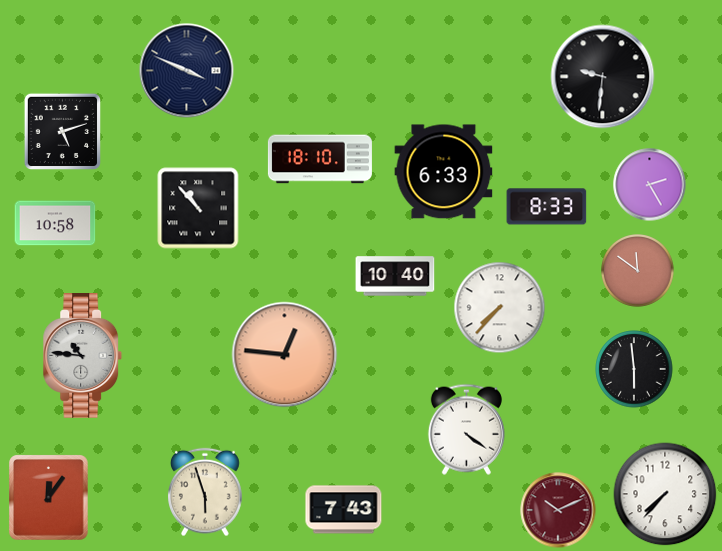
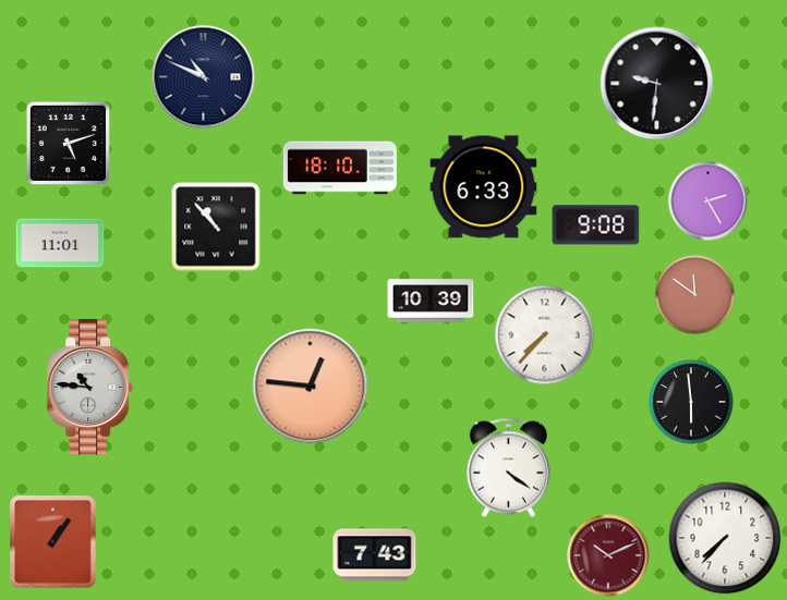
clock at (187, 71): 3:49 -> 10:49
clock at (320, 159) position: (320, 159) -> (340, 168)
clock at (547, 207): 8:33 -> 9:08
clock at (55, 223): 10:58 -> 11:01
clock at (395, 276): 10:40 -> 10:39
clock at (206, 492): 5:57 -> none
clock at (49, 498): 12:06 -> 1:06
